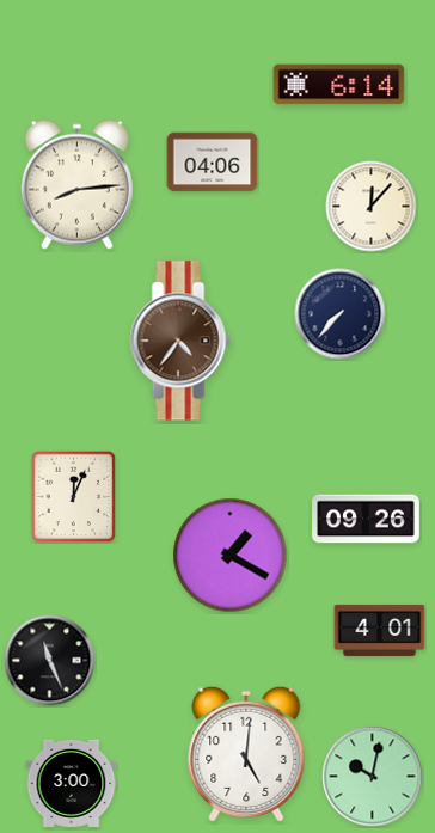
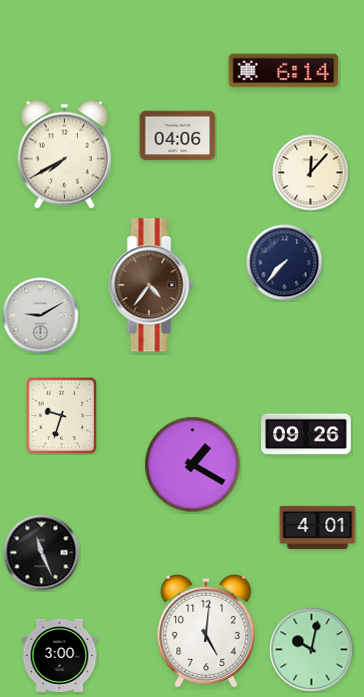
clock at (76, 184): 8:14 -> 7:40
clock at (41, 316): none -> 9:10
clock at (74, 496): 12:04 -> 9:33
